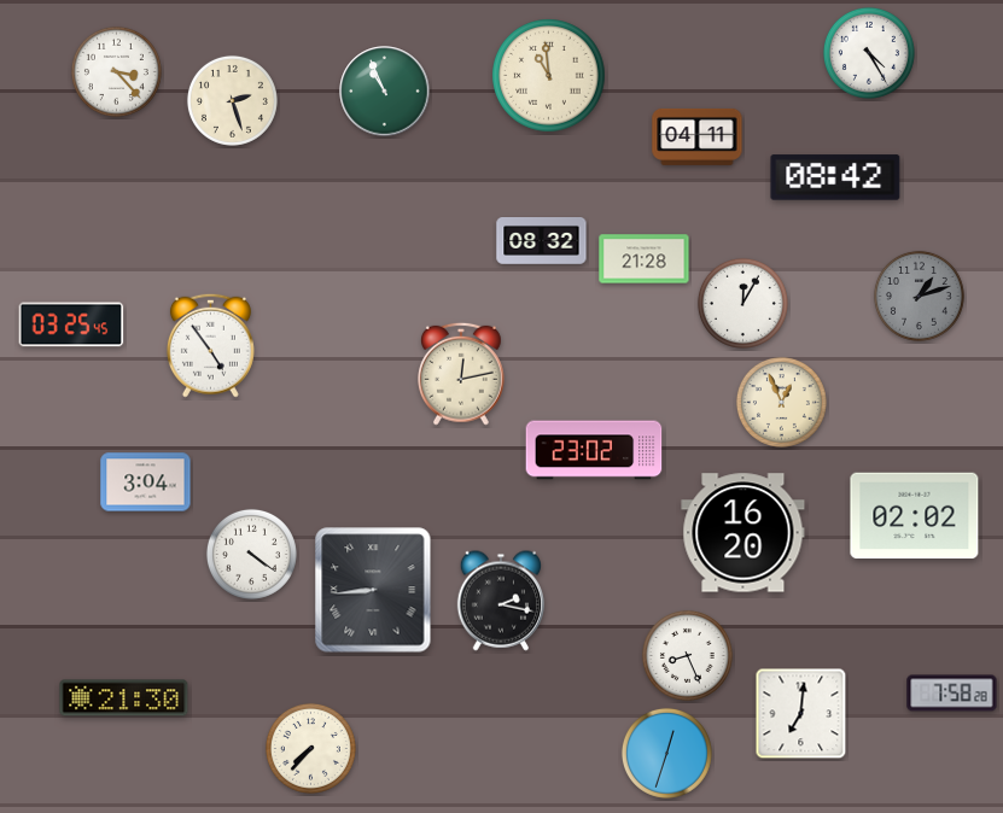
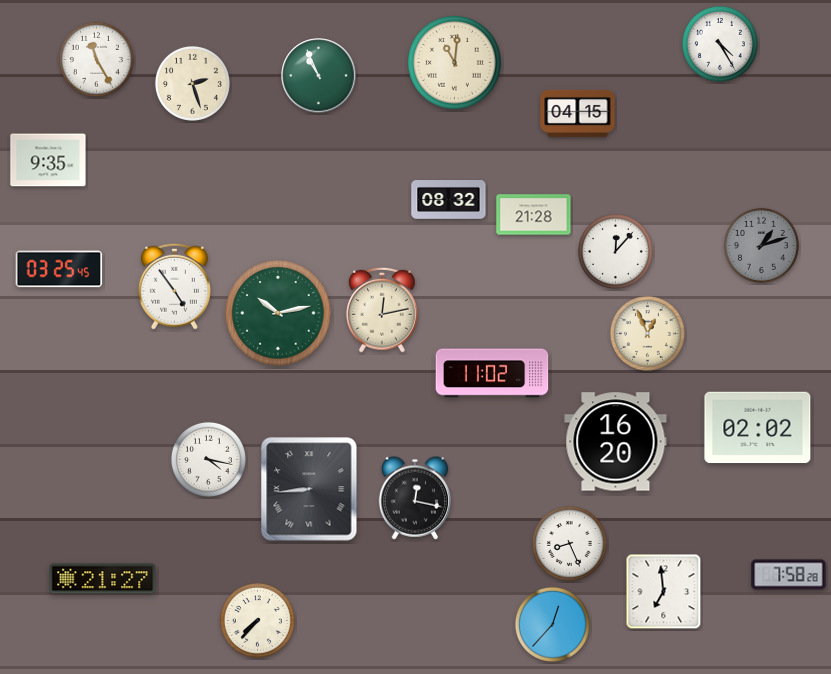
clock at (116, 71): 3:23 -> 11:25
clock at (549, 76): 10:59 -> 11:01
clock at (698, 136): 04:11 -> 04:15
clock at (835, 177): 08:42 -> none
clock at (48, 160): none -> 9:35
clock at (742, 303): 12:05 -> 12:07
clock at (278, 313): none -> 10:13
clock at (594, 450): 23:02 -> 11:02
clock at (146, 482): 3:04 -> none
clock at (251, 554): 4:21 -> 4:17
clock at (500, 601): 2:17 -> 12:17
clock at (124, 698): 21:30 -> 21:27
clock at (801, 714): 7:01 -> 6:59
clock at (666, 753): 12:33 -> 12:37
